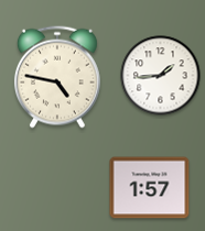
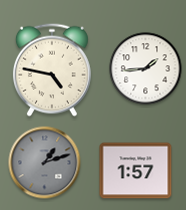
clock at (45, 163): none -> 1:12
